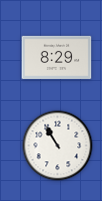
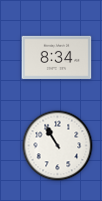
clock at (57, 57): 8:29 -> 8:34
